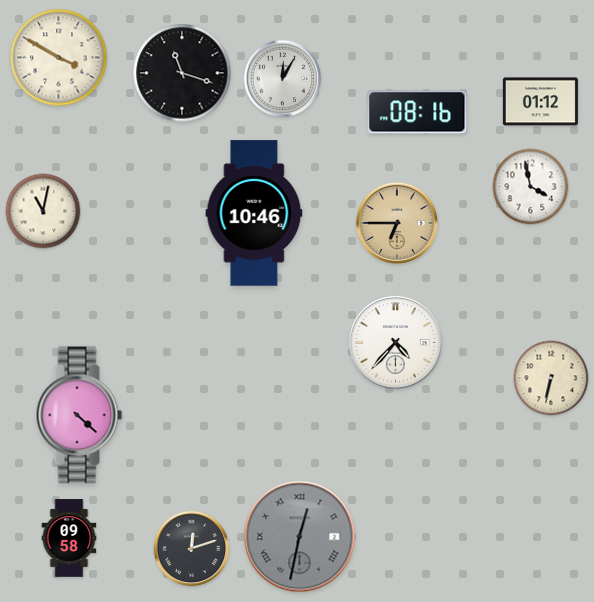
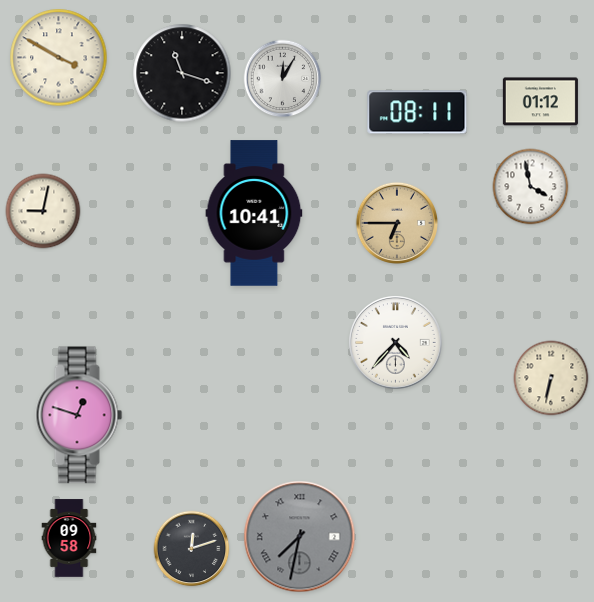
clock at (417, 112): 08:16 -> 08:11
clock at (43, 211): 11:02 -> 9:02
clock at (254, 213): 10:46 -> 10:41
clock at (79, 415): 4:22 -> 12:48
clock at (300, 537): 12:32 -> 7:32
